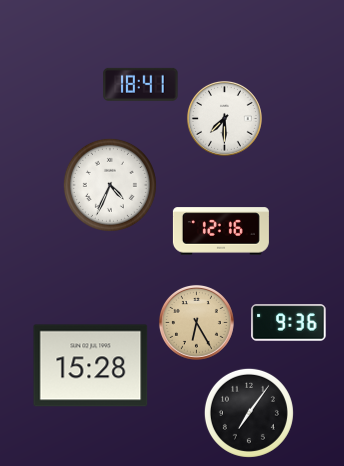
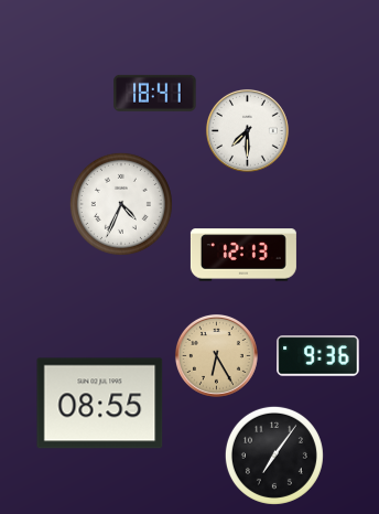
clock at (221, 231): 12:16 -> 12:13
clock at (91, 366): 15:28 -> 08:55
